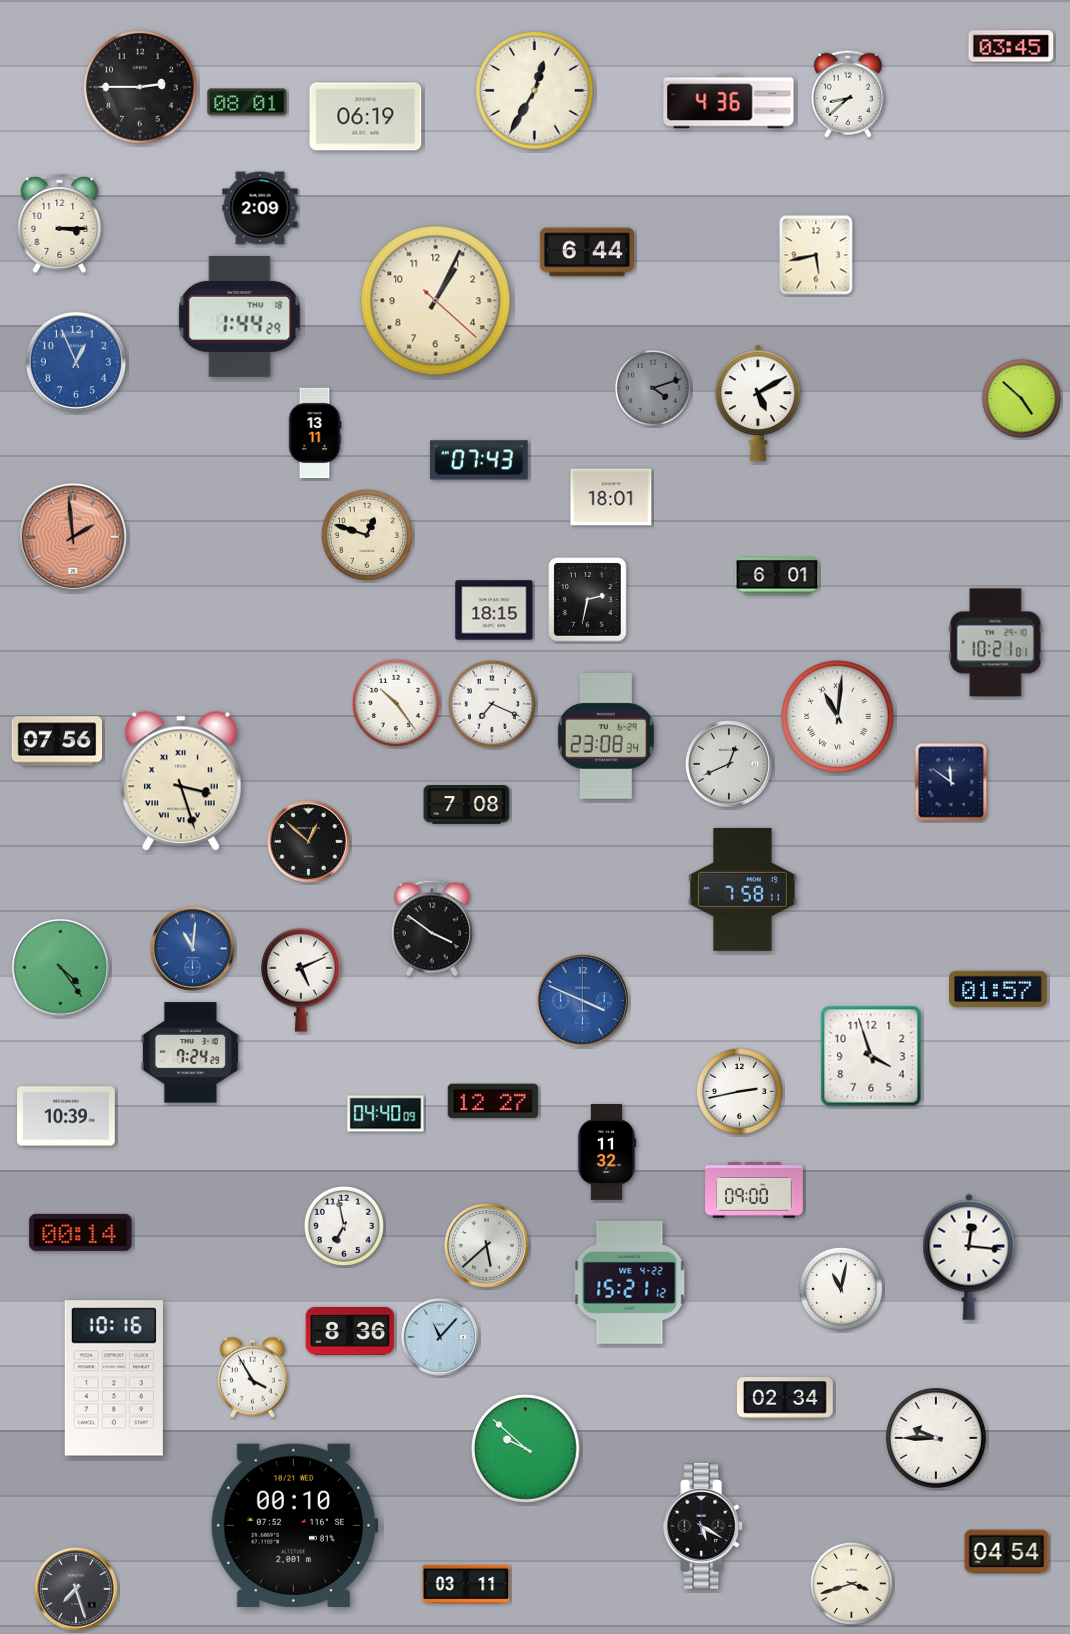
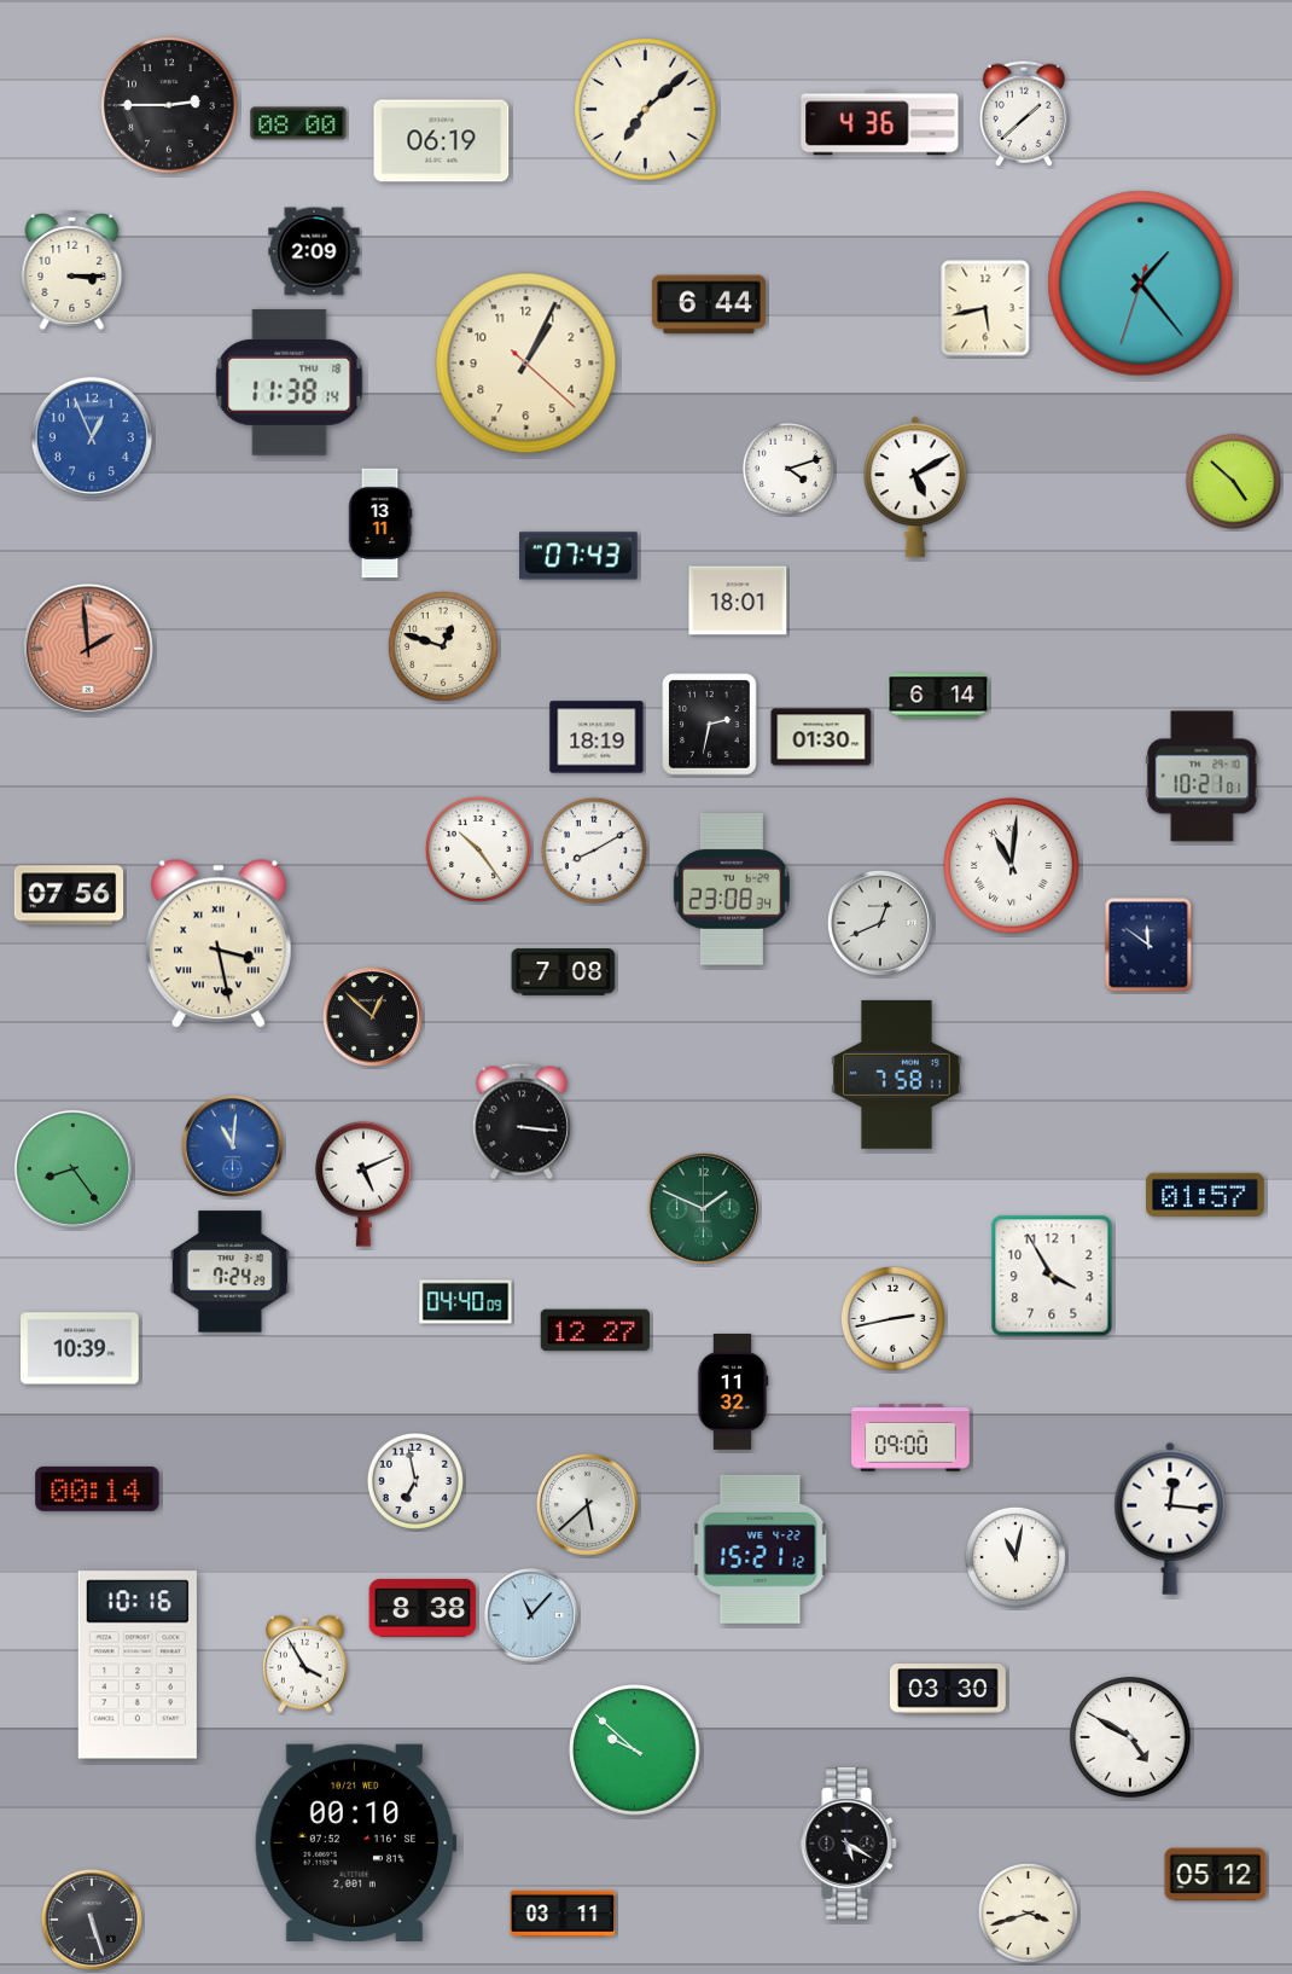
clock at (1011, 46): 03:45 -> none
clock at (535, 91): 12:35 -> 7:08
clock at (848, 94): 8:38 -> 1:38
clock at (247, 102): 08:01 -> 08:00
clock at (1141, 284): none -> 1:23
clock at (240, 316): 1:44 -> 11:38
clock at (653, 388) dial: grey -> white
clock at (777, 576): 6:01 -> 6:14
clock at (494, 610): 18:15 -> 18:19
clock at (821, 737): none -> 01:30
clock at (492, 704): 7:19 -> 8:10
clock at (181, 782): 3:27 -> 3:28
clock at (432, 928): 3:51 -> 3:16
clock at (60, 967): 4:24 -> 8:24
clock at (582, 1000): 3:49 -> 1:49
clock at (582, 1000) dial: blue -> green
clock at (871, 1056): 3:57 -> 3:55
clock at (386, 1114) position: (386, 1114) -> (466, 1302)
clock at (350, 1331): 8:36 -> 8:38
clock at (785, 1398): 02:34 -> 03:30
clock at (937, 1439): 9:45 -> 4:50
clock at (1007, 1552): 04:54 -> 05:12
clock at (77, 1590): 7:27 -> 5:27
